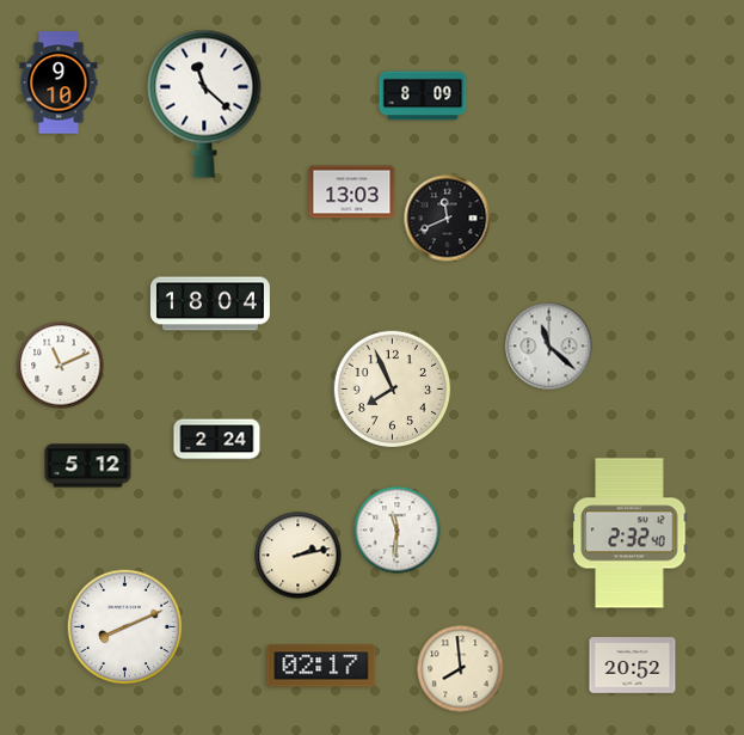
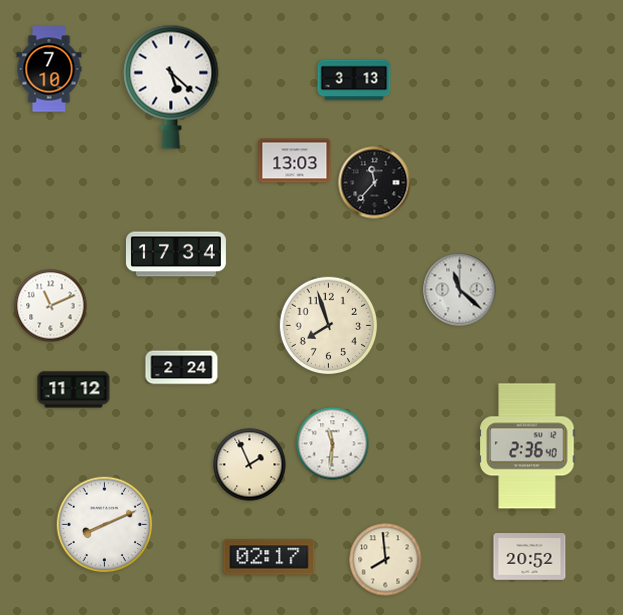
clock at (59, 82): 9:10 -> 7:10
clock at (423, 96): 8:09 -> 3:13
clock at (204, 104): 11:22 -> 5:22
clock at (448, 219): 11:41 -> 11:37
clock at (210, 304): 18:04 -> 17:34
clock at (393, 390): 7:56 -> 7:57
clock at (88, 466): 5:12 -> 11:12
clock at (629, 533): 2:32 -> 2:36
clock at (299, 556): 2:13 -> 1:56
